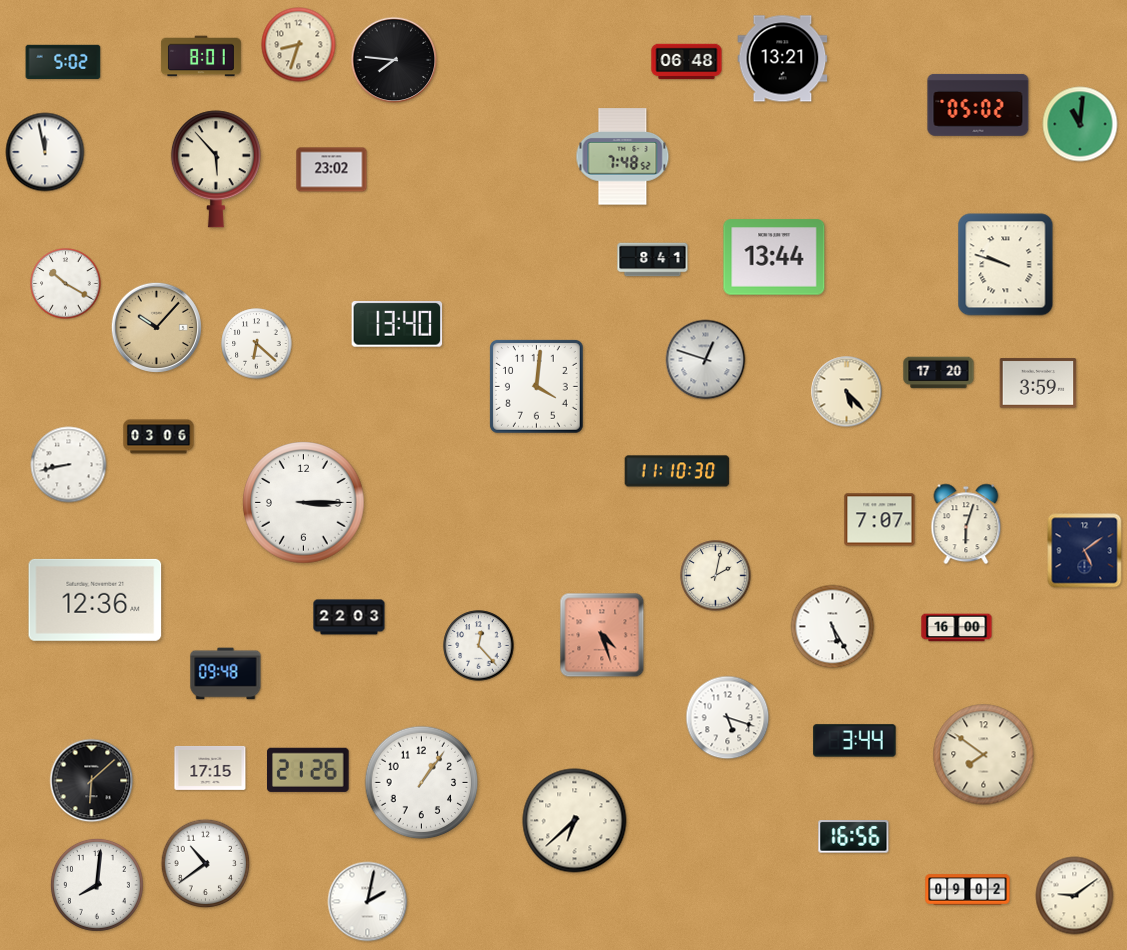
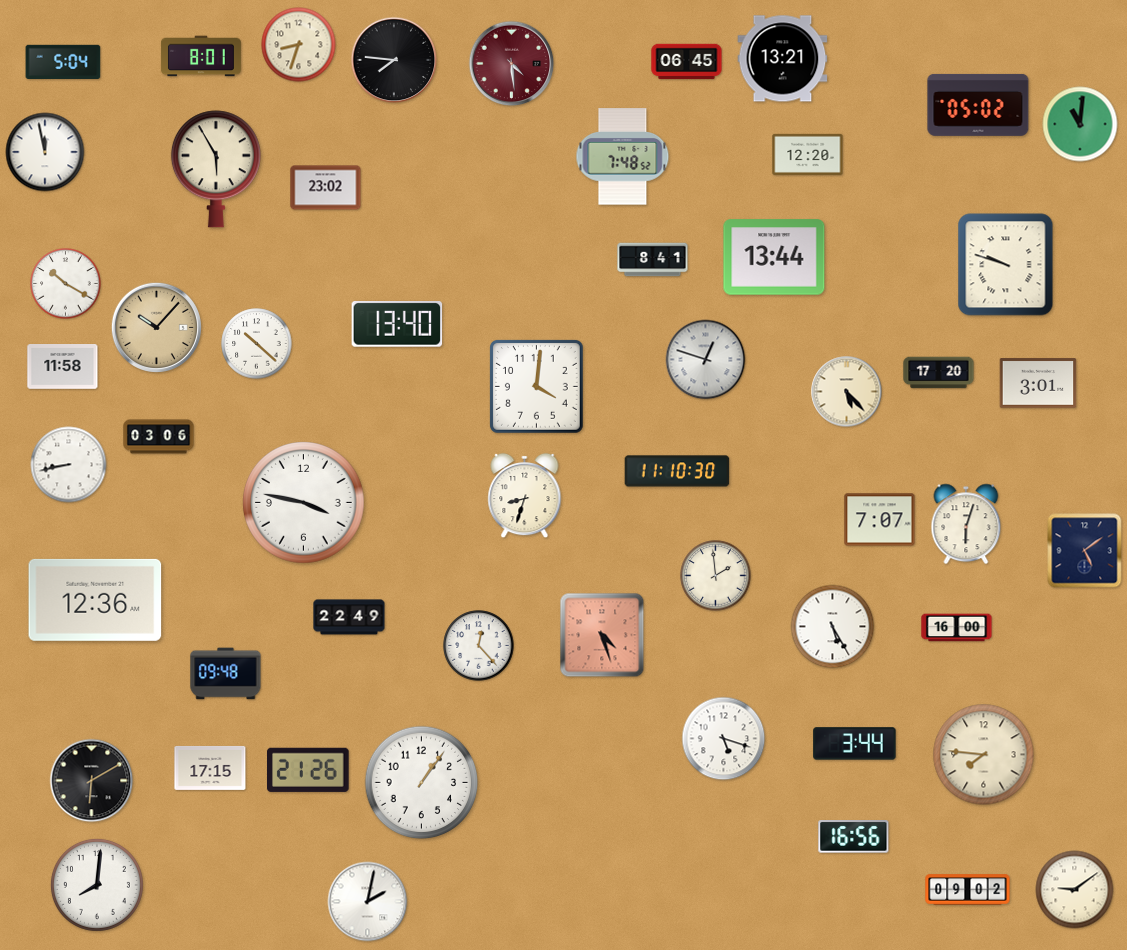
clock at (63, 61): 5:02 -> 5:04
clock at (687, 62): 06:48 -> 06:45
clock at (512, 64): none -> 4:29
clock at (808, 154): none -> 12:20
clock at (216, 169): 5:53 -> 5:55
clock at (332, 170) position: (332, 170) -> (326, 188)
clock at (257, 344): 6:22 -> 10:22
clock at (63, 367): none -> 11:58
clock at (1038, 383): 3:59 -> 3:01
clock at (525, 496): none -> 8:33
clock at (304, 503): 3:15 -> 3:47
clock at (716, 576): 2:02 -> 1:59
clock at (349, 617): 22:03 -> 22:49
clock at (728, 718) position: (728, 718) -> (724, 739)
clock at (855, 741) position: (855, 741) -> (855, 744)
clock at (984, 755): 7:51 -> 7:46
clock at (92, 781): 6:08 -> 6:10
clock at (575, 821): 6:38 -> none
clock at (206, 864): 10:39 -> none
clock at (1075, 896) position: (1075, 896) -> (1075, 890)
